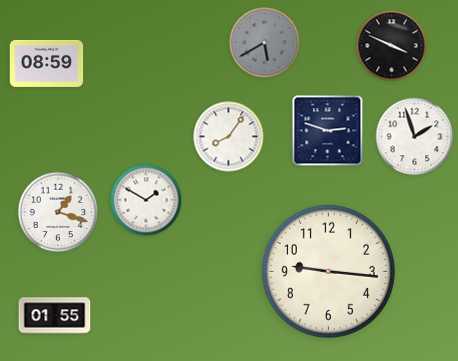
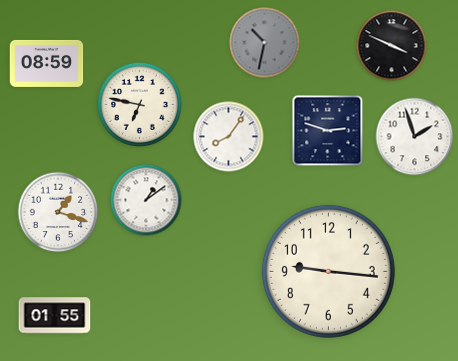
clock at (265, 43): 5:40 -> 10:32
clock at (139, 104): none -> 6:47
clock at (146, 200): 1:50 -> 1:09
